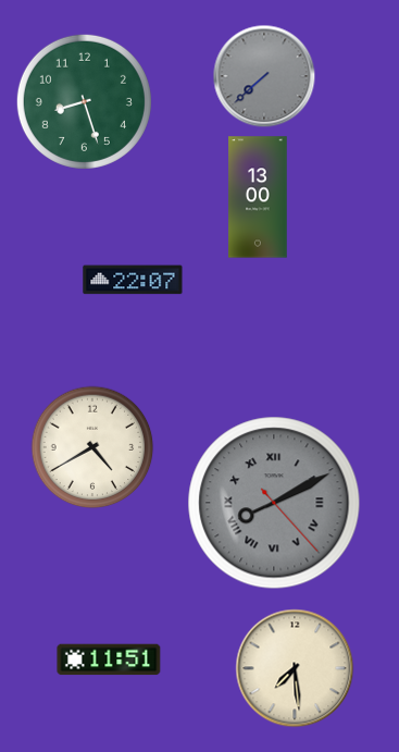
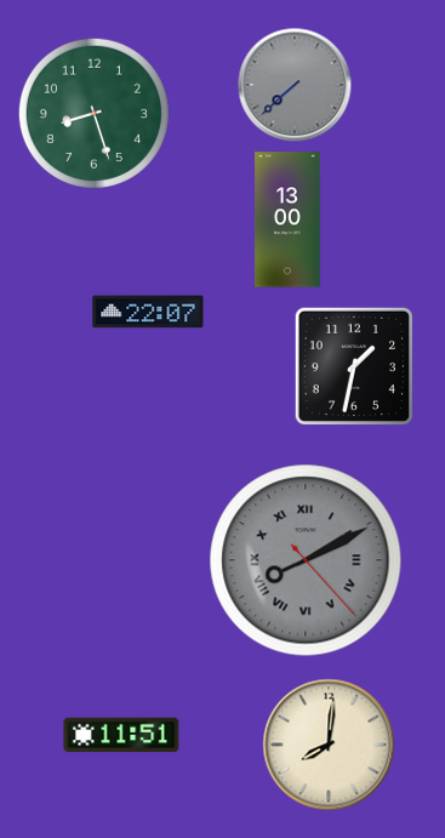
clock at (354, 366): none -> 1:32
clock at (92, 447): 4:40 -> none
clock at (295, 668): 7:29 -> 8:01
